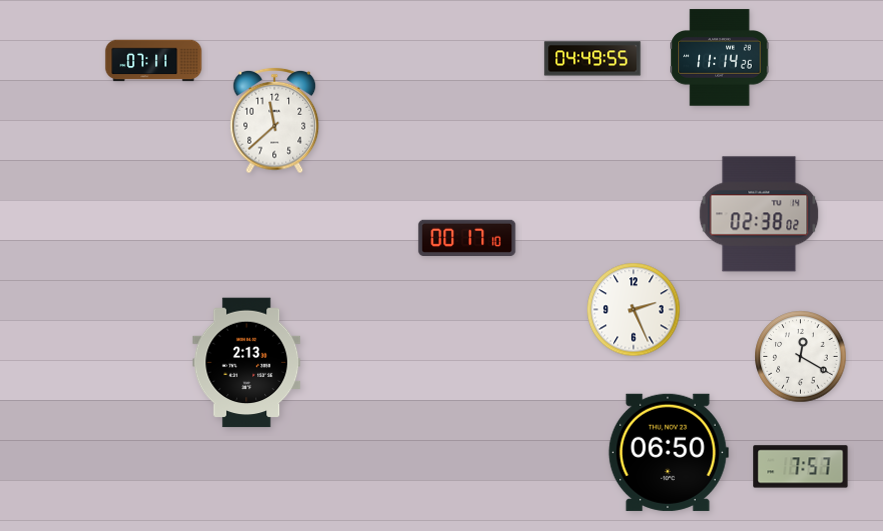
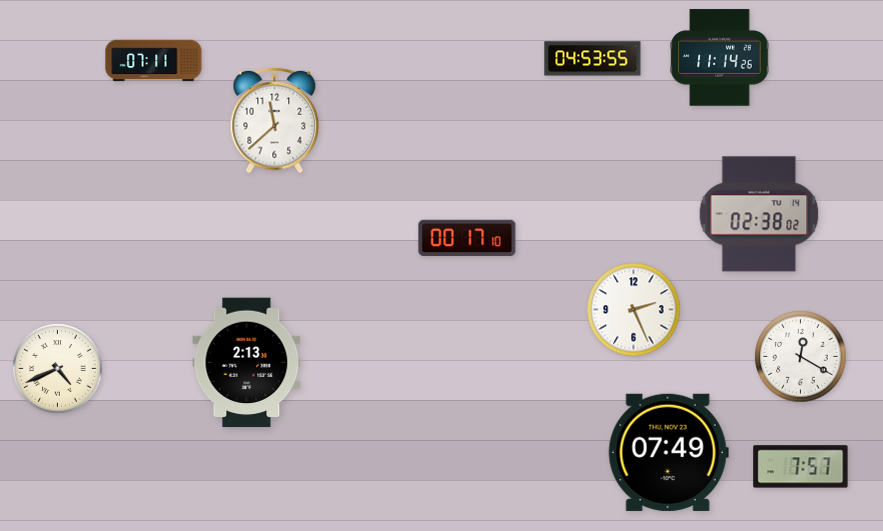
clock at (593, 59): 04:49 -> 04:53
clock at (58, 369): none -> 4:41
clock at (668, 452): 06:50 -> 07:49
